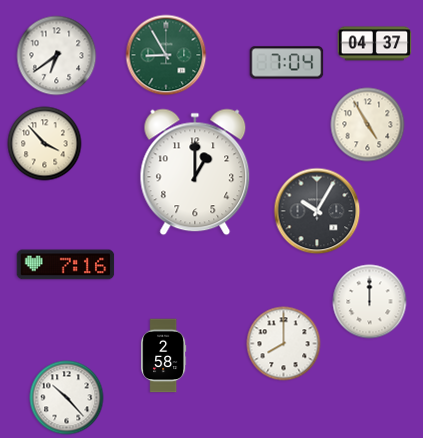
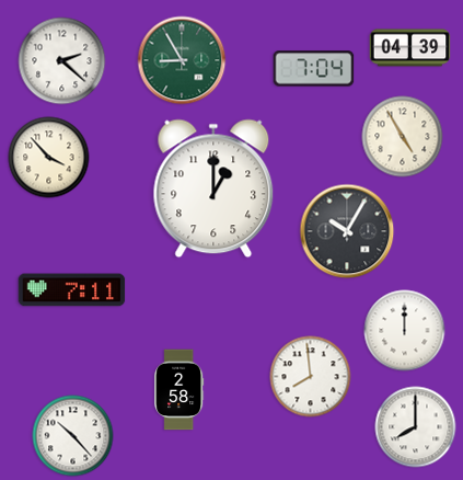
clock at (375, 44): 04:37 -> 04:39
clock at (57, 56): 6:39 -> 2:22
clock at (66, 265): 7:16 -> 7:11
clock at (284, 344): 8:00 -> 7:59
clock at (416, 427): none -> 8:00
